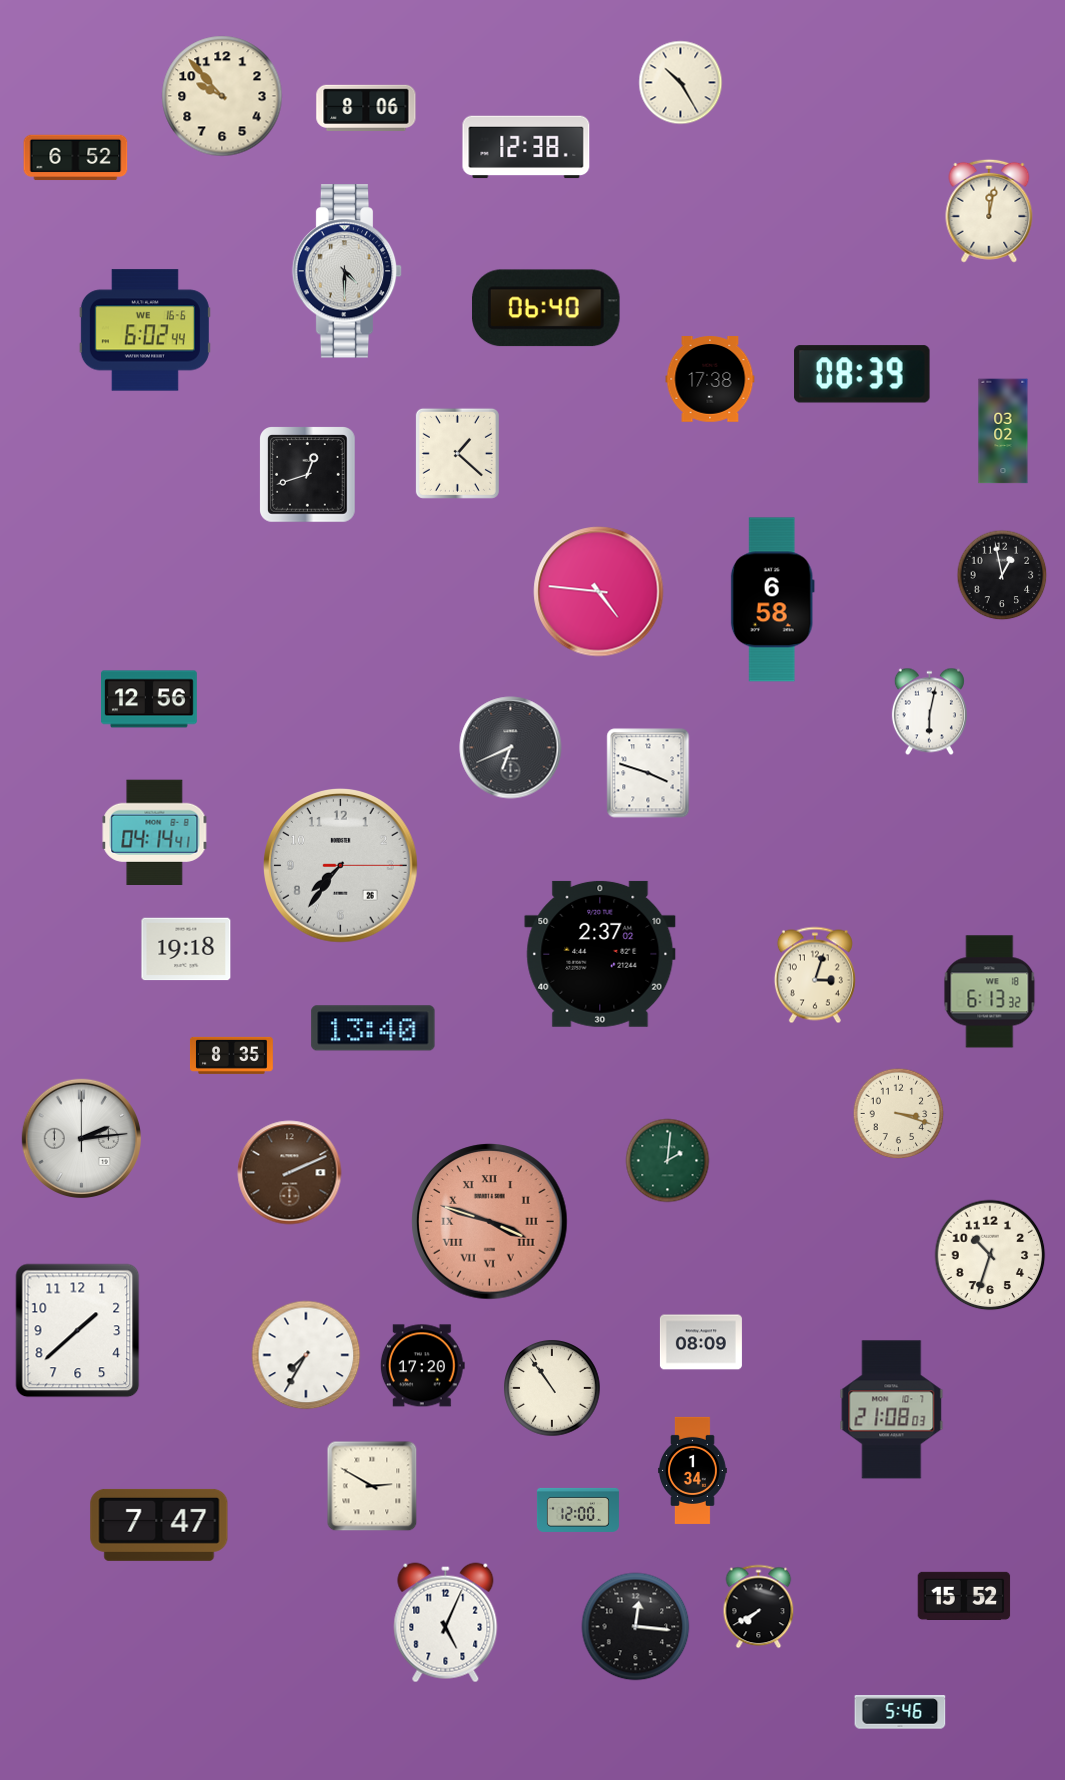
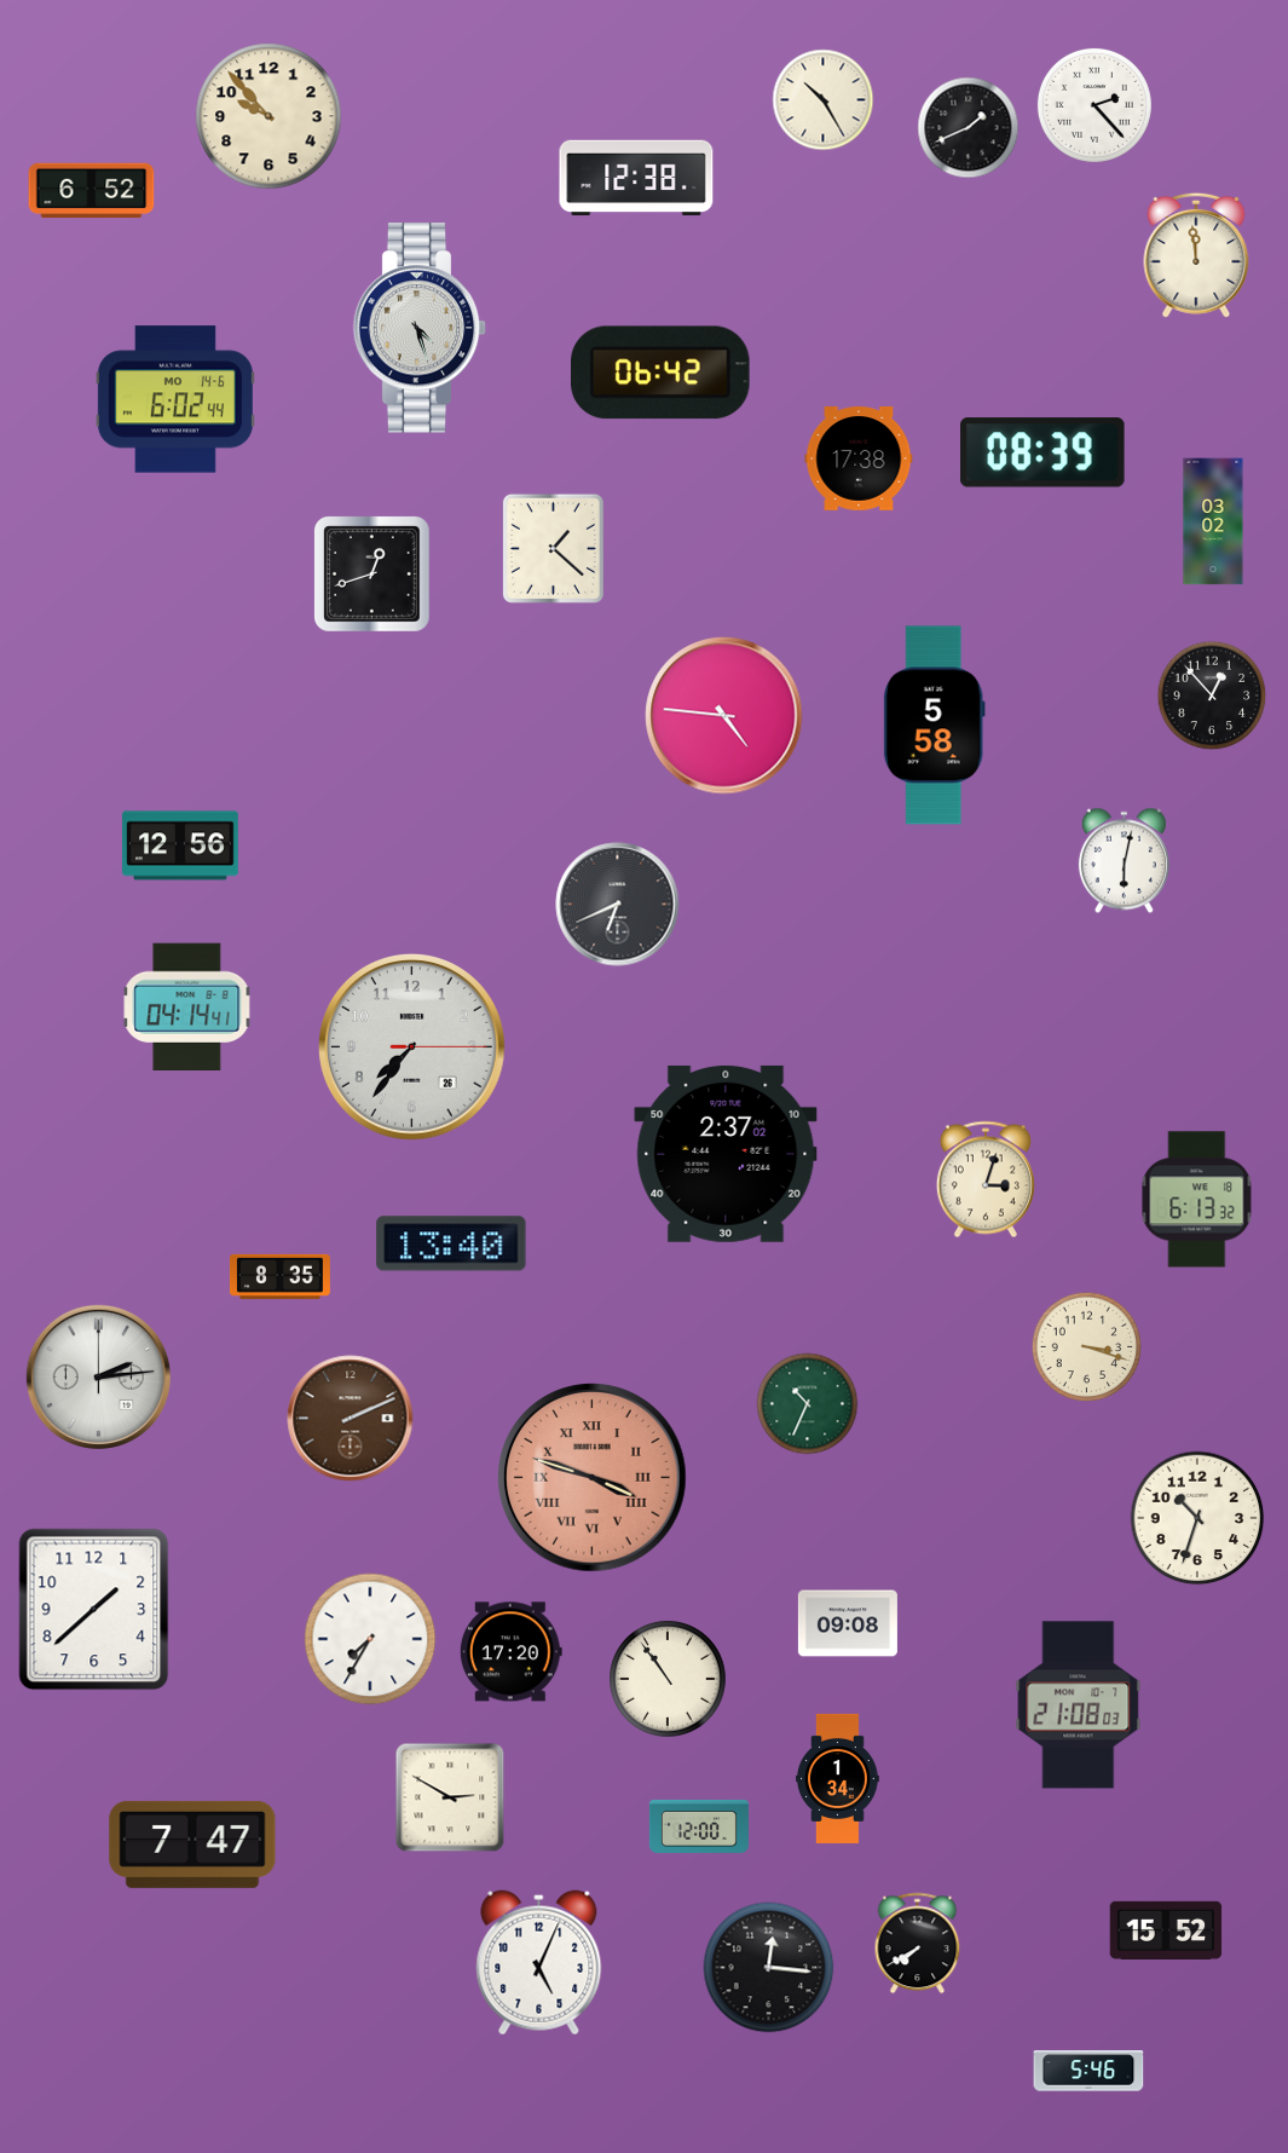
clock at (1094, 105): none -> 2:23
clock at (969, 128): none -> 1:41
clock at (366, 108): 8:06 -> none
clock at (989, 211): 12:02 -> 11:59
clock at (347, 271): 4:30 -> 4:27
clock at (547, 308): 06:40 -> 06:42
clock at (145, 330) date: WE 16-6 -> MO 14-6
clock at (1002, 575): 12:58 -> 12:53
clock at (772, 600): 6:58 -> 5:58
clock at (648, 773): 3:48 -> none
clock at (186, 949): 19:18 -> none
clock at (668, 1161): 2:01 -> 10:34
clock at (701, 1342): 08:09 -> 09:08
